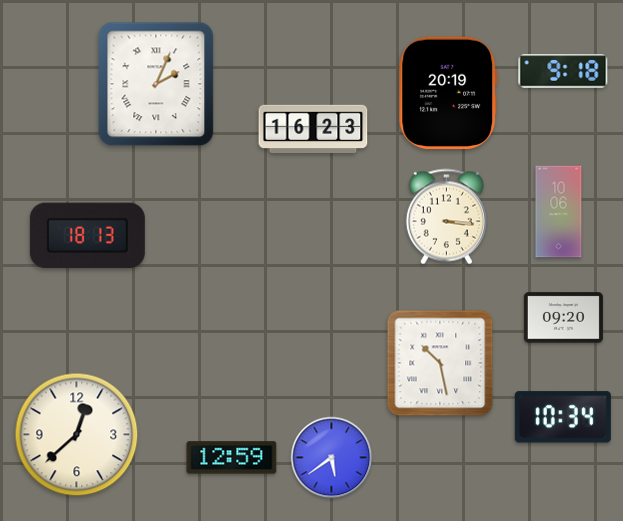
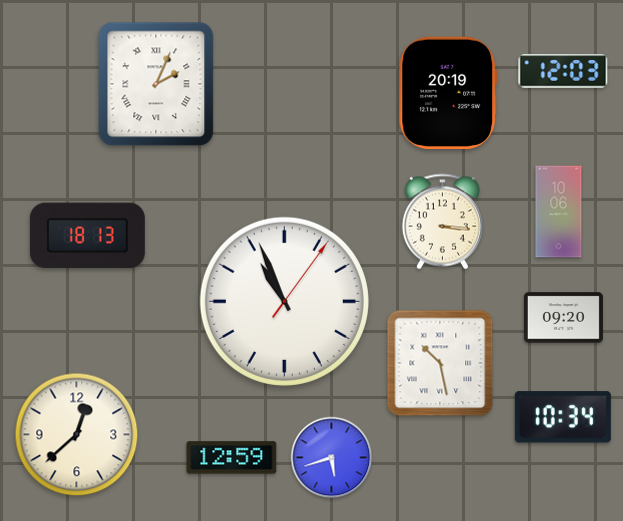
clock at (563, 71): 9:18 -> 12:03
clock at (313, 129): 16:23 -> none
clock at (446, 217) position: (446, 217) -> (442, 222)
clock at (284, 301): none -> 10:56
clock at (332, 458): 5:39 -> 5:42
